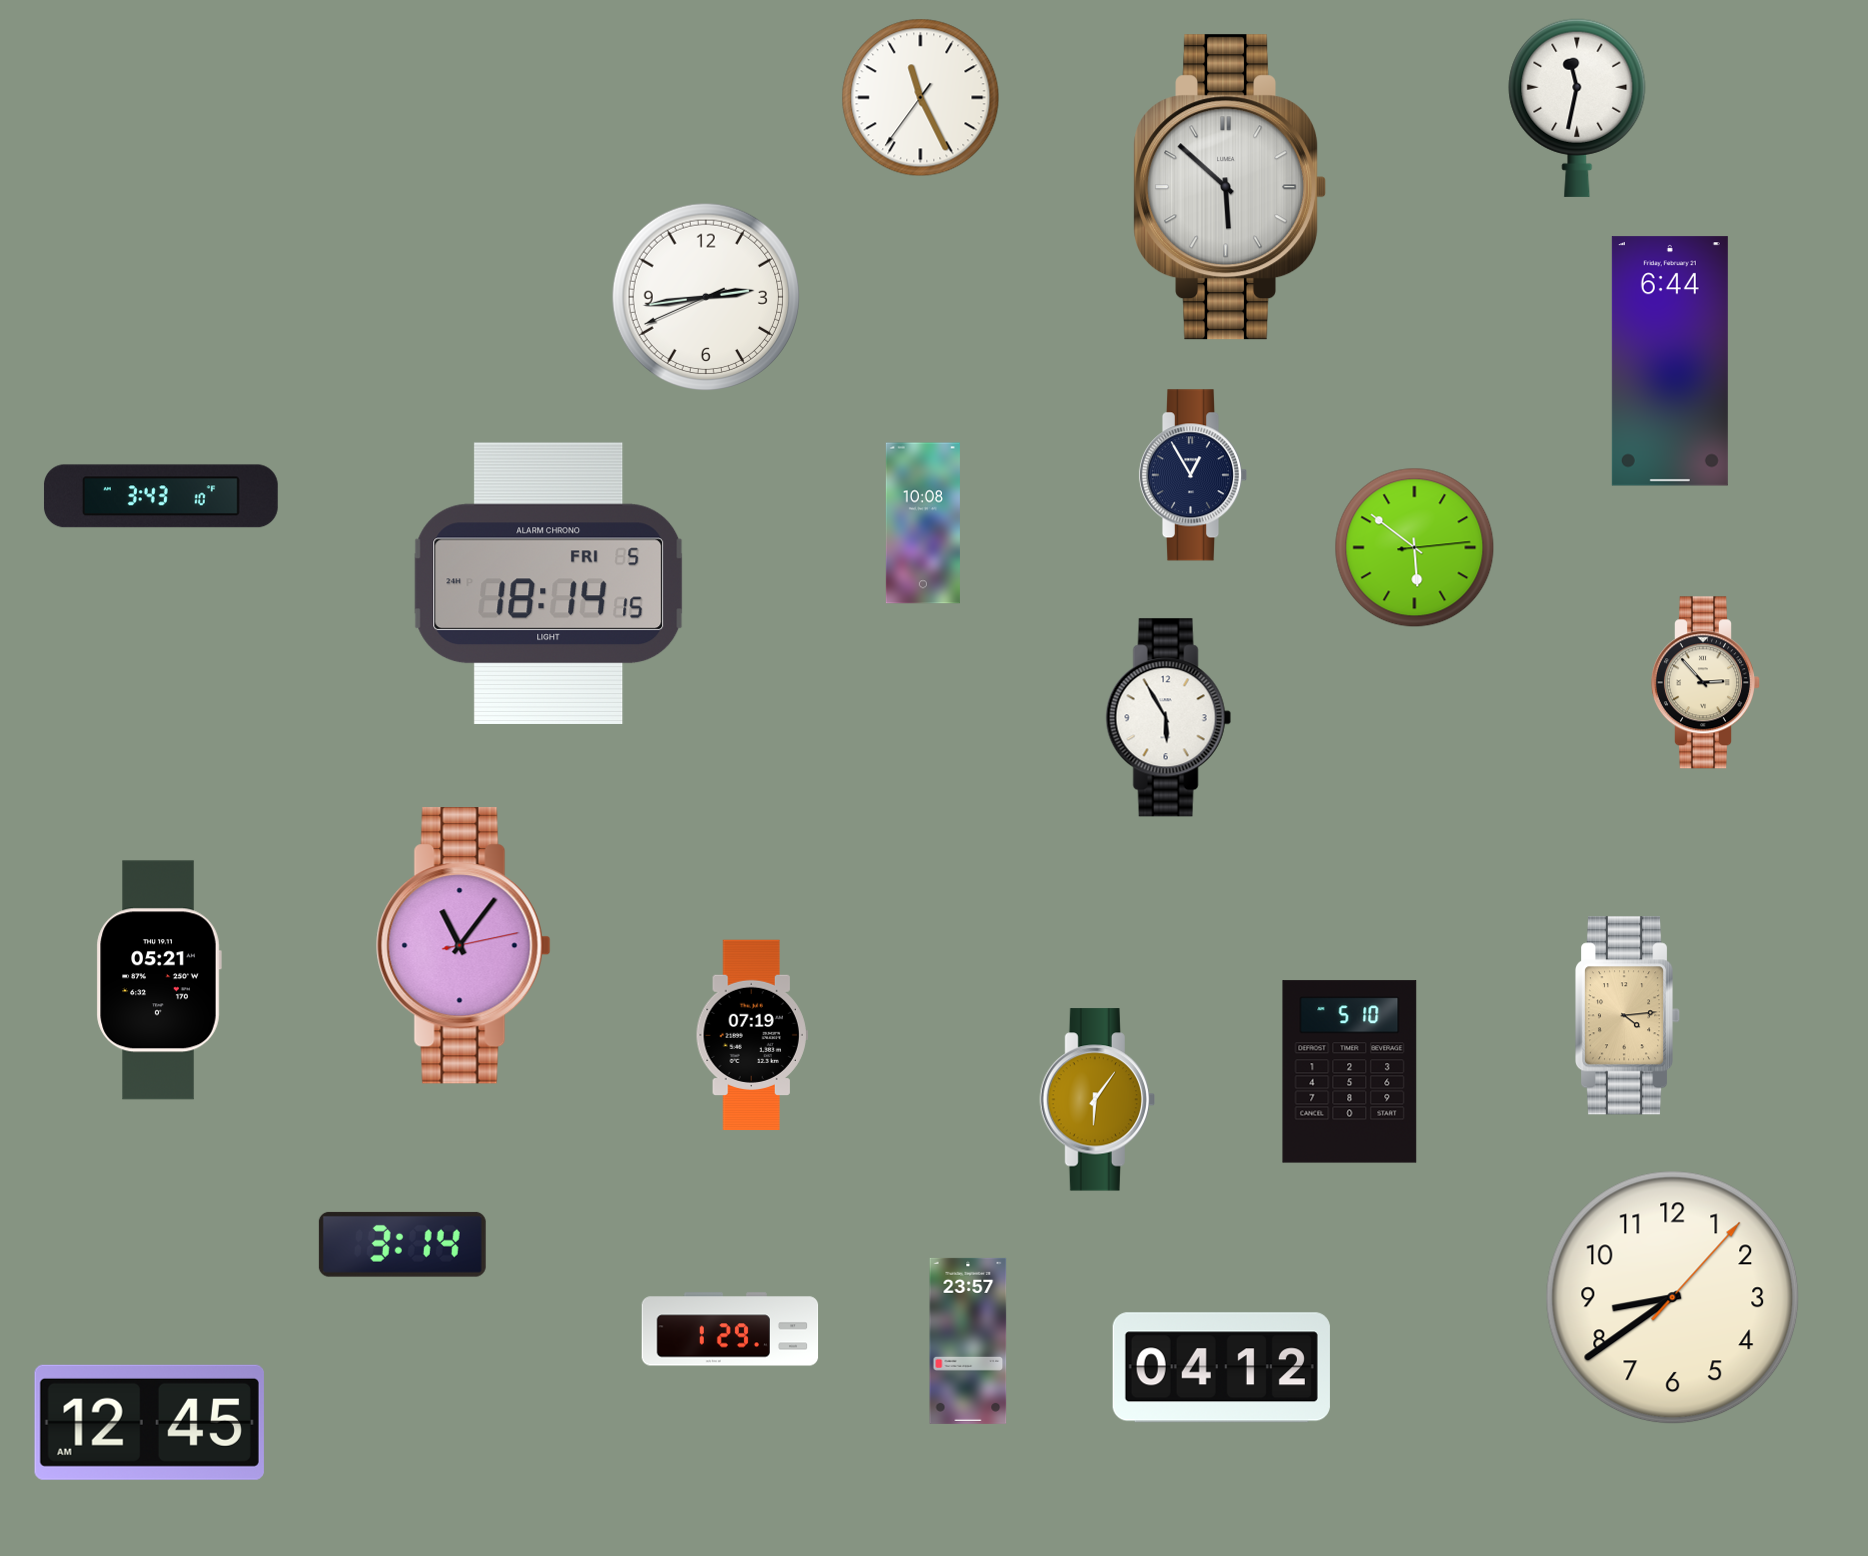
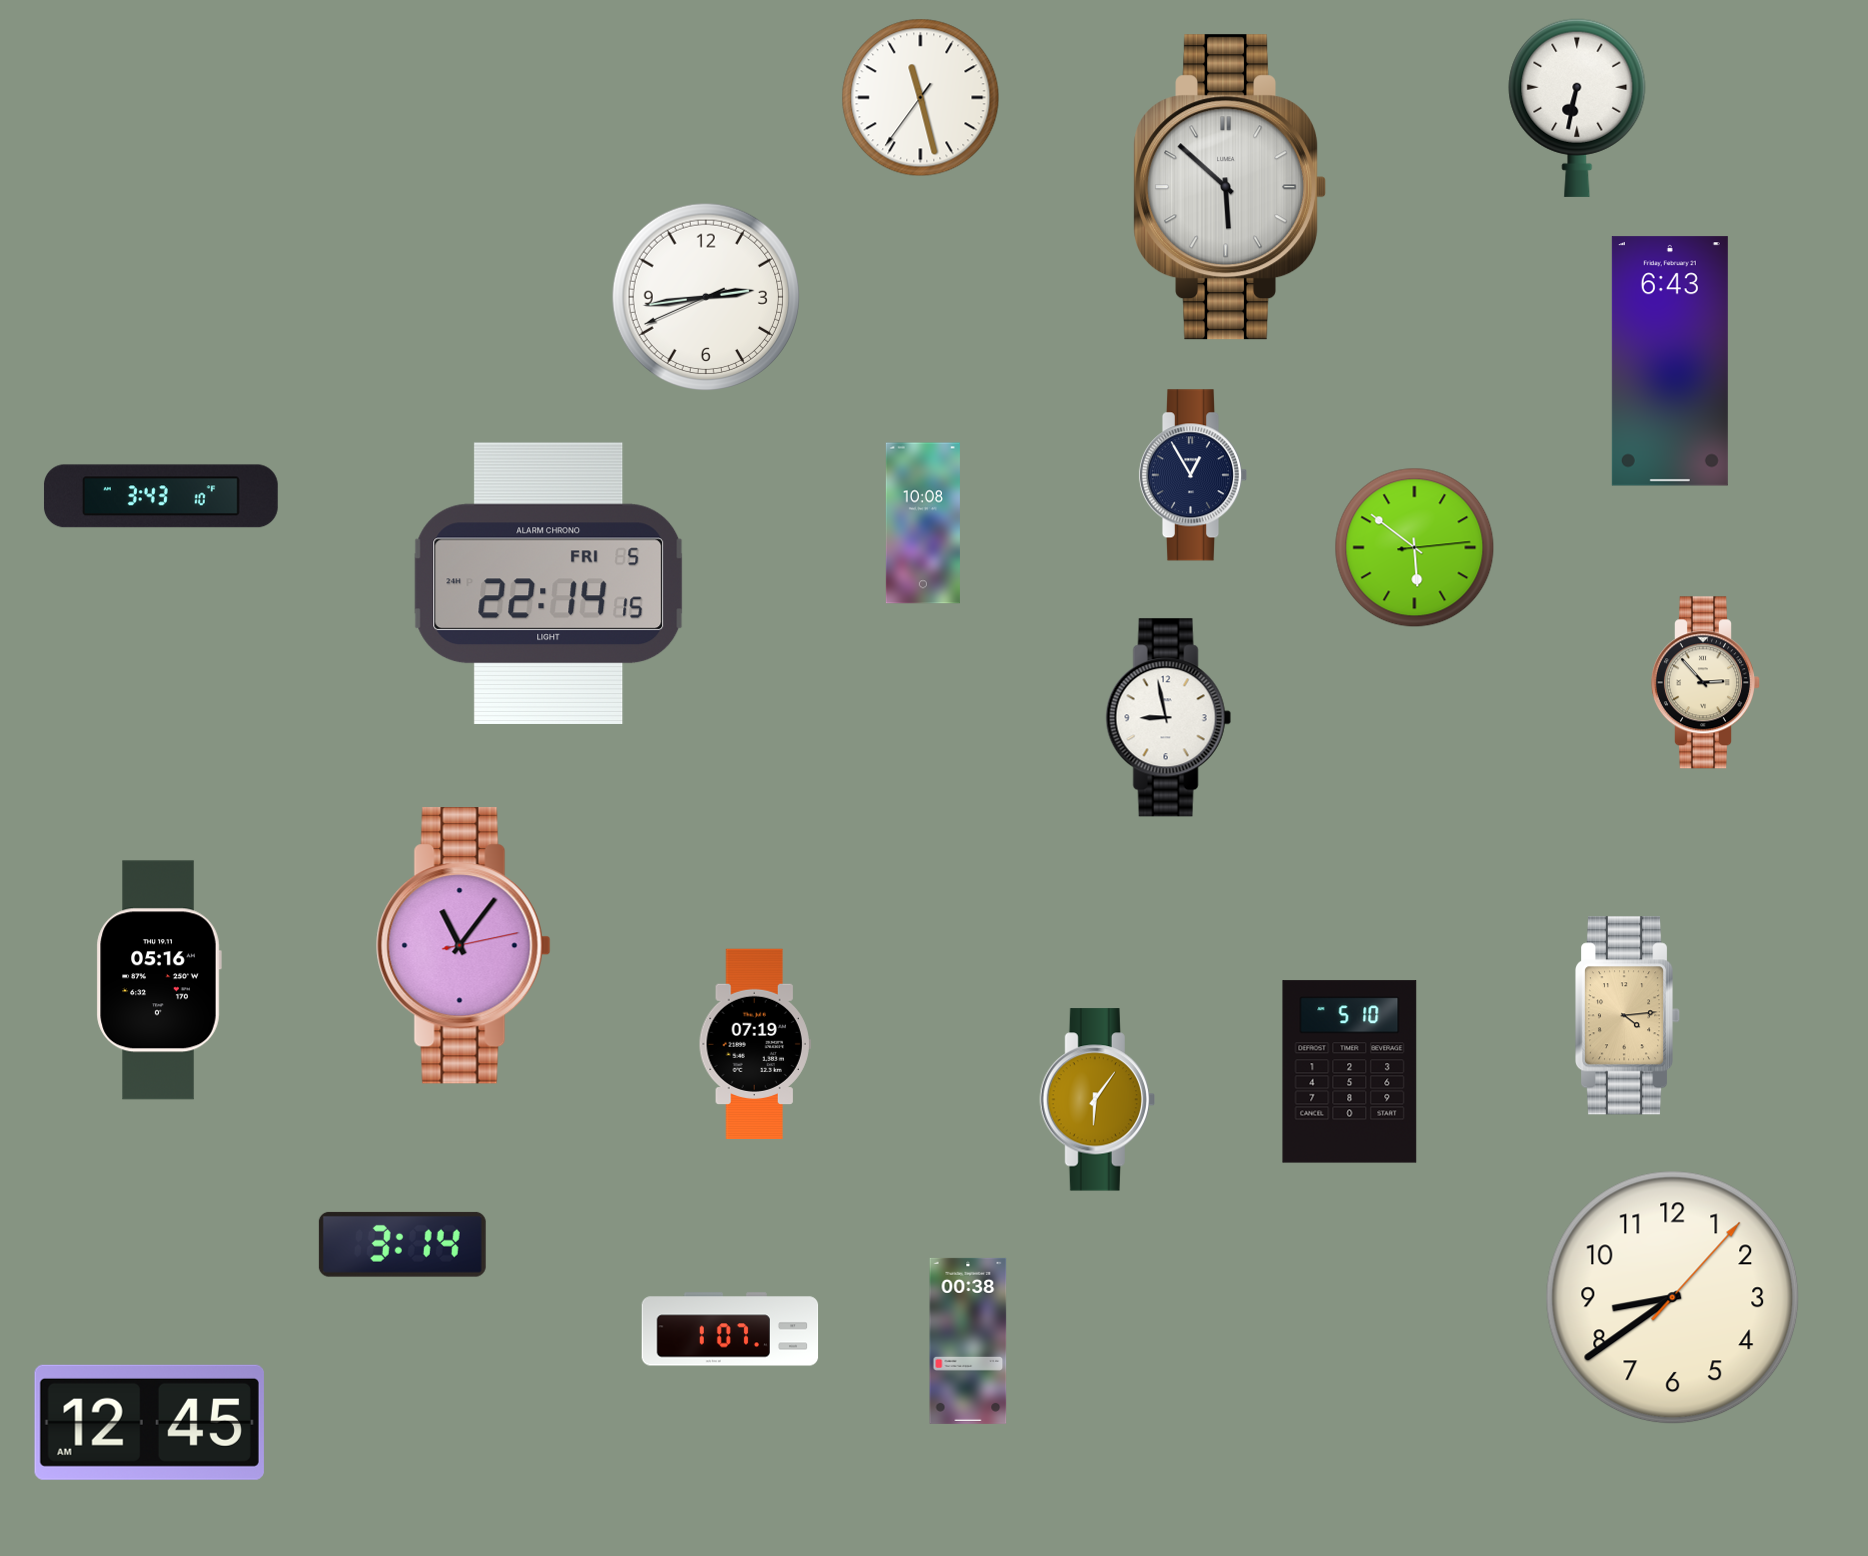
clock at (921, 98): 11:25 -> 11:27
clock at (1577, 108): 11:32 -> 6:32
clock at (1670, 361): 6:44 -> 6:43
clock at (549, 583): 18:14 -> 22:14
clock at (1168, 718): 5:55 -> 8:58
clock at (159, 980): 05:21 -> 05:16
clock at (752, 1035) position: (752, 1035) -> (755, 1044)
clock at (730, 1329): 1:29 -> 1:07
clock at (968, 1341): 23:57 -> 00:38
clock at (1221, 1368): 04:12 -> none
